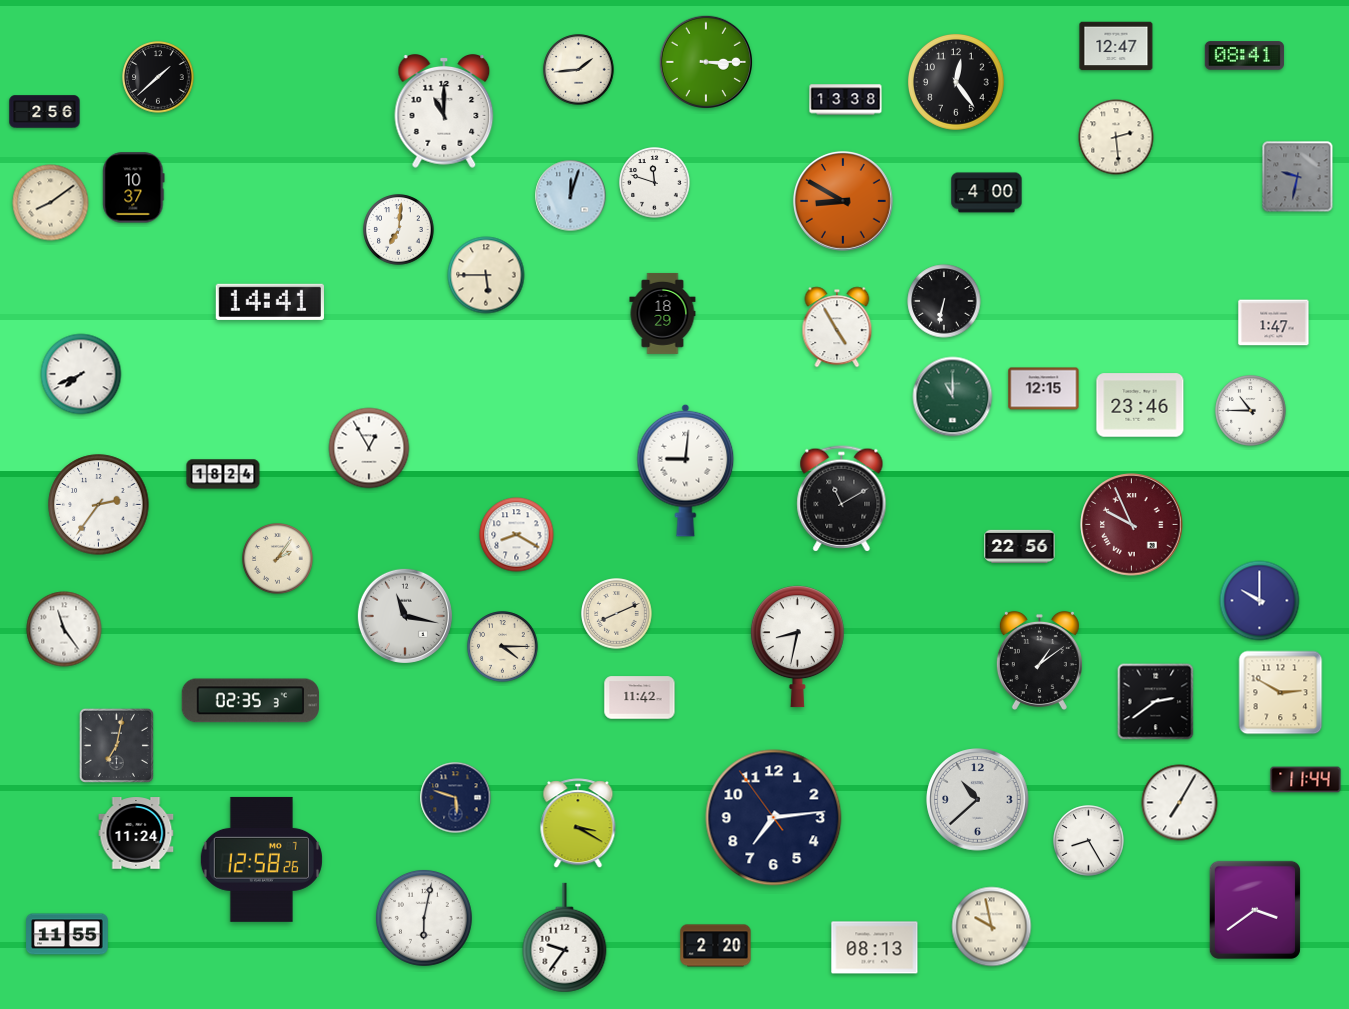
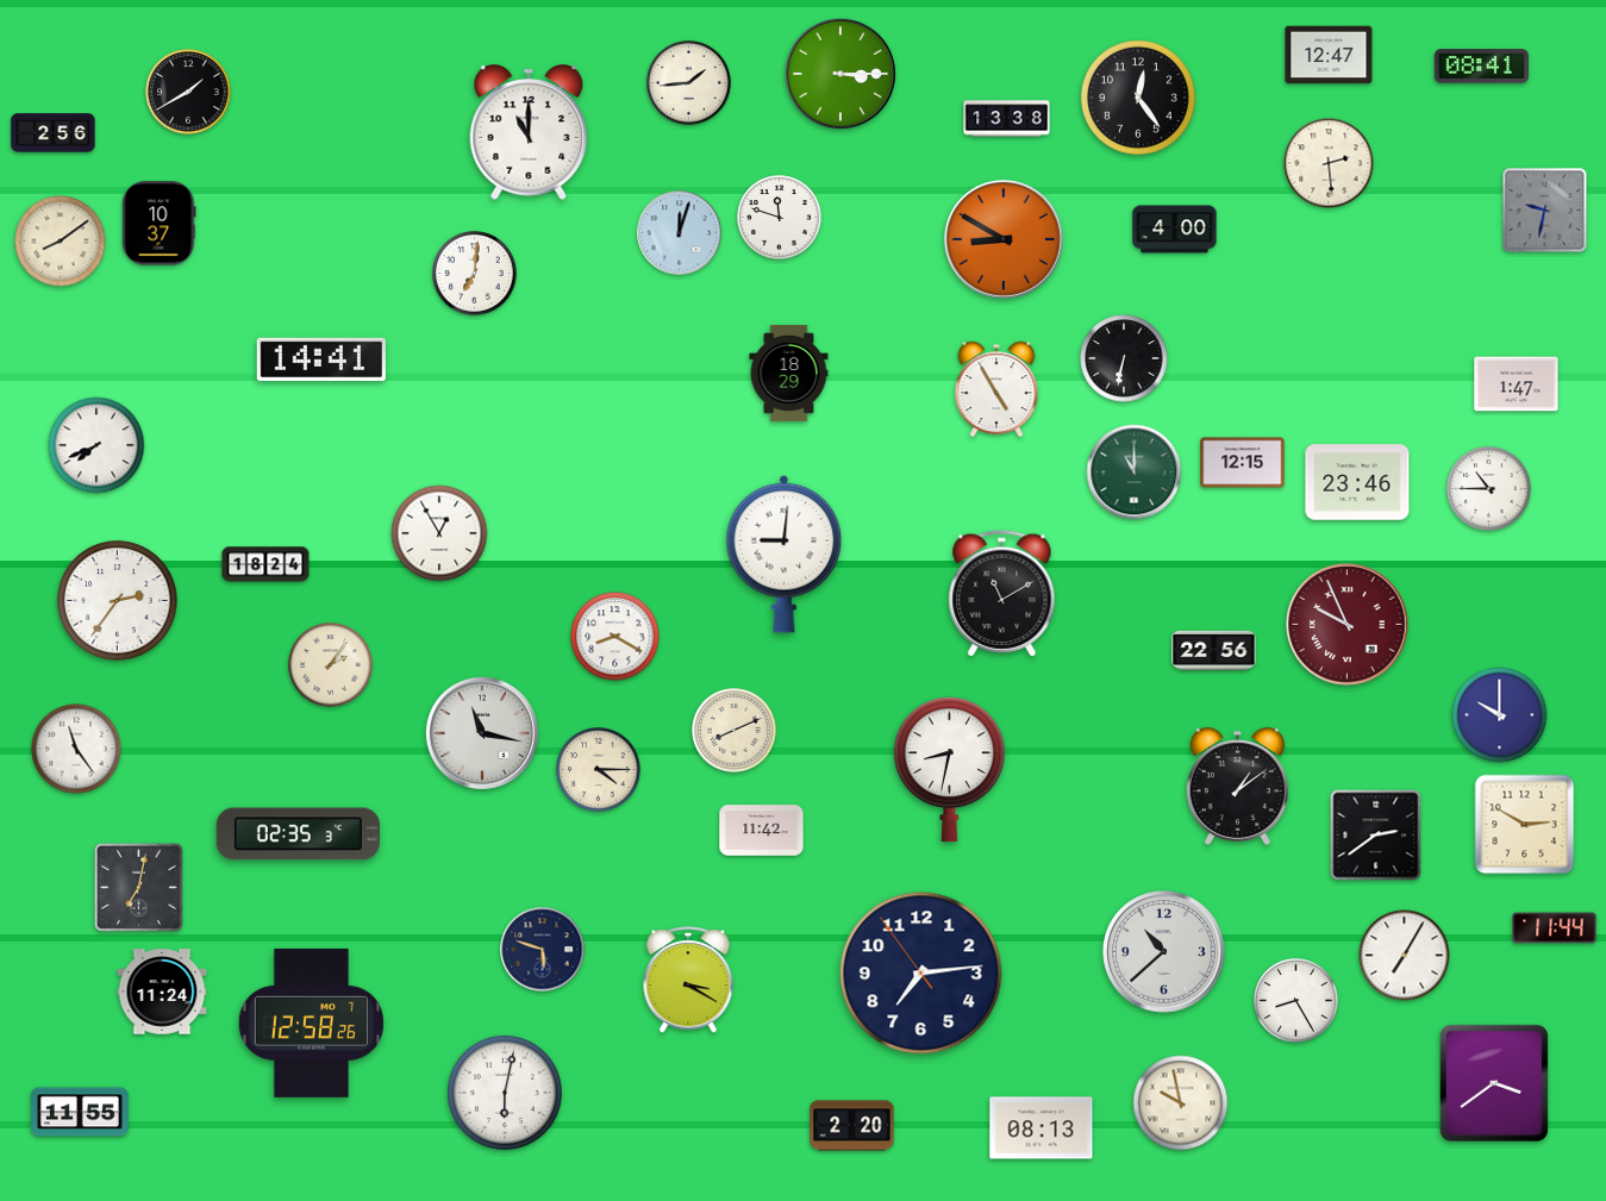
clock at (158, 77): 1:38 -> 1:40
clock at (486, 275): 5:45 -> none
clock at (686, 470) position: (686, 470) -> (785, 553)
clock at (565, 938): 9:36 -> none
